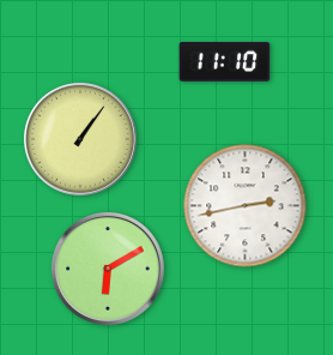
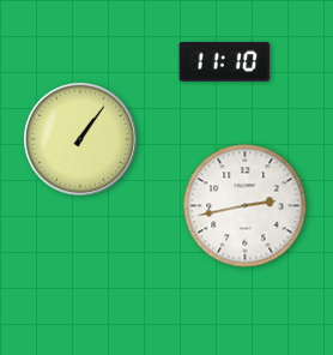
clock at (108, 269): 6:10 -> none
